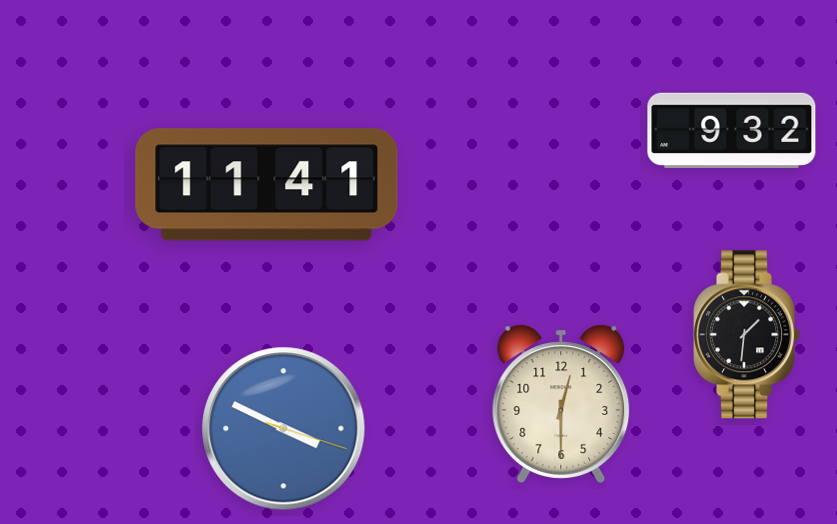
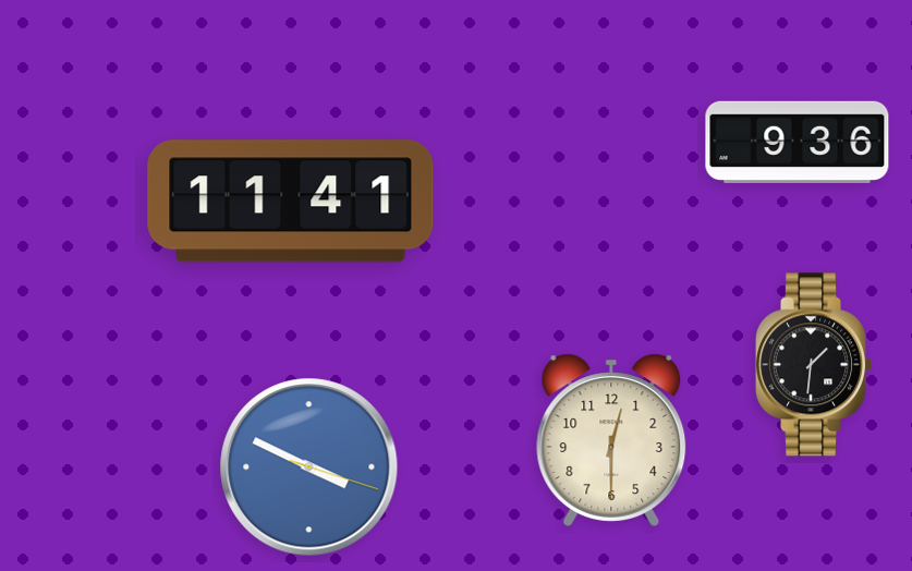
clock at (732, 130): 9:32 -> 9:36
